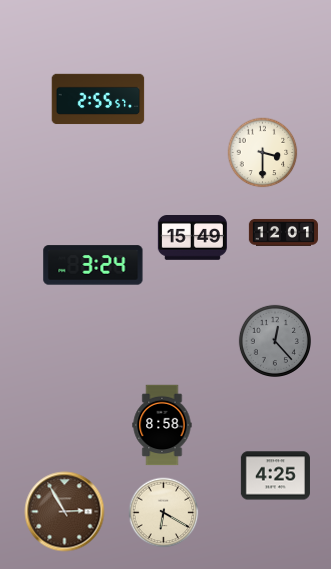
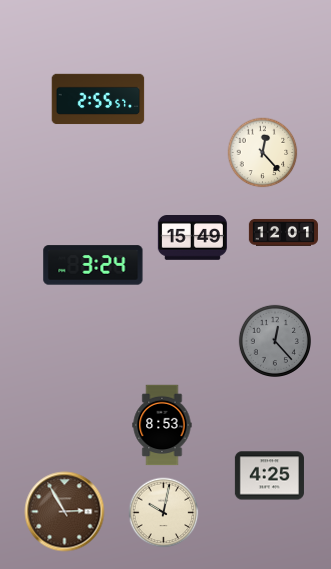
clock at (263, 153): 3:30 -> 12:23
clock at (162, 425): 8:58 -> 8:53
clock at (275, 476) position: (275, 476) -> (269, 476)
clock at (164, 513): 6:20 -> 10:02
